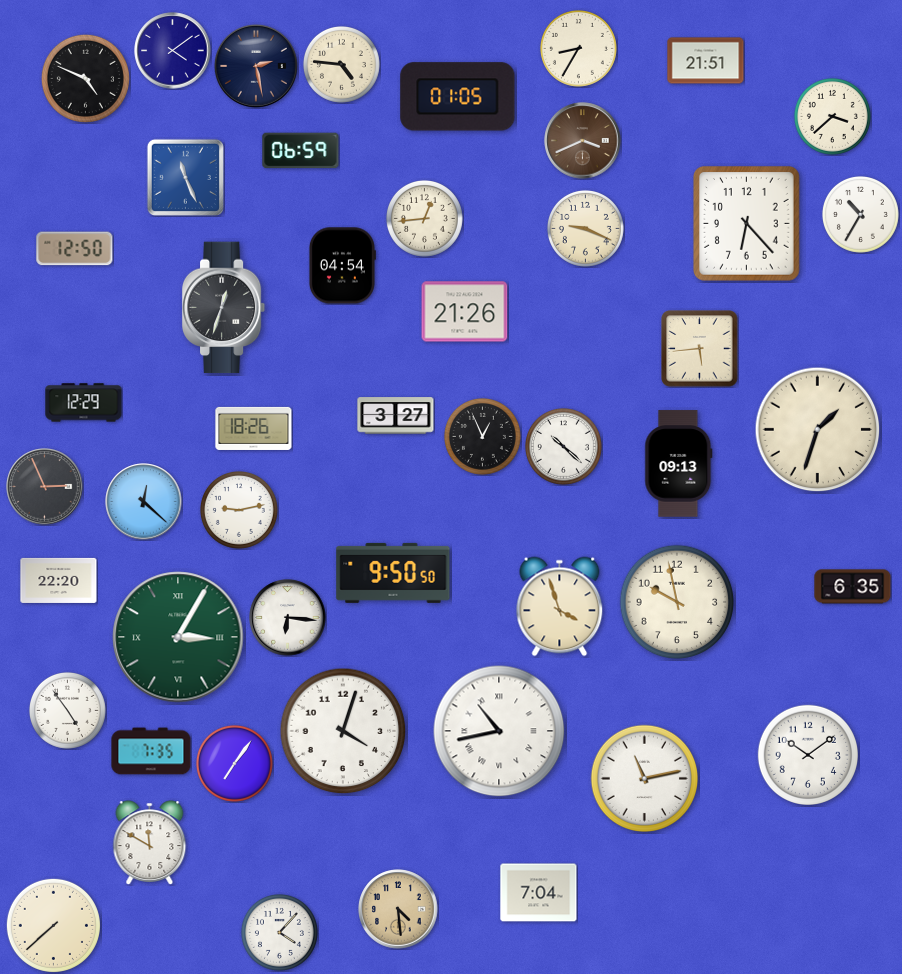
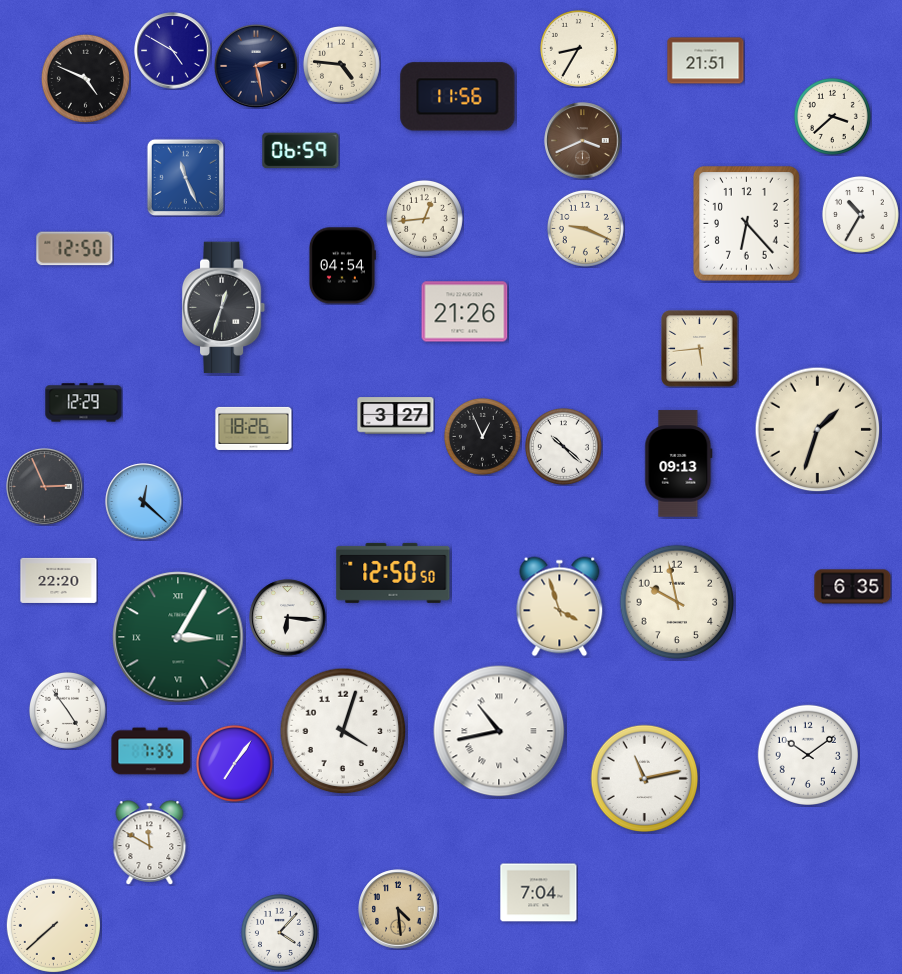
clock at (173, 51): 4:09 -> 4:50
clock at (458, 97): 01:05 -> 11:56
clock at (239, 510): 9:13 -> none
clock at (393, 573): 9:50 -> 12:50
